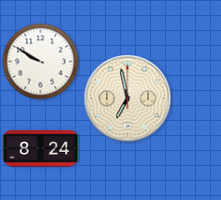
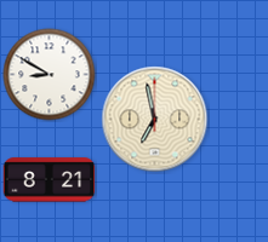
clock at (41, 62): 9:50 -> 8:50
clock at (41, 149): 8:24 -> 8:21
